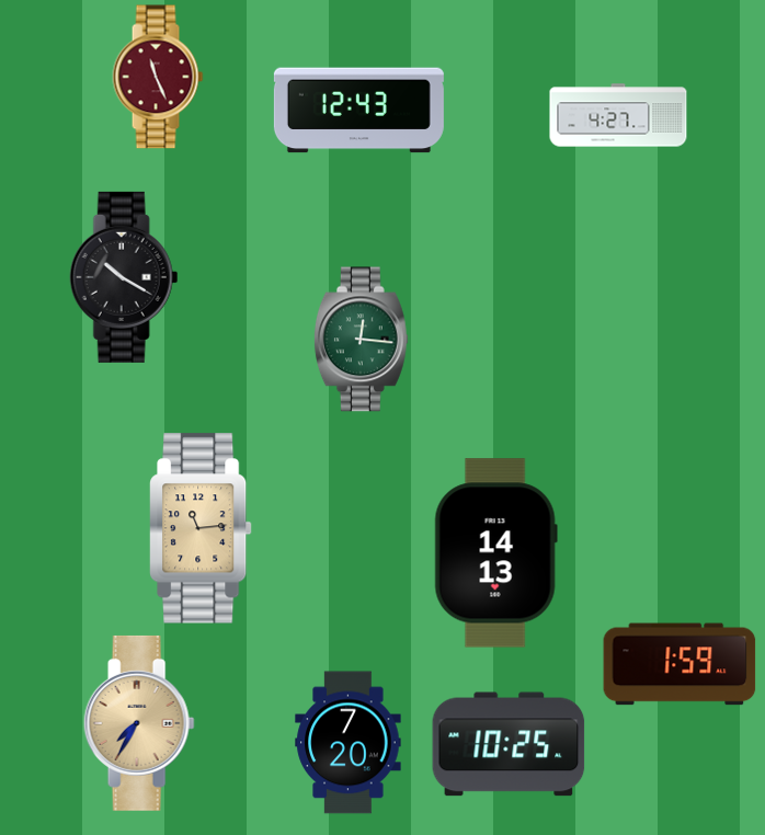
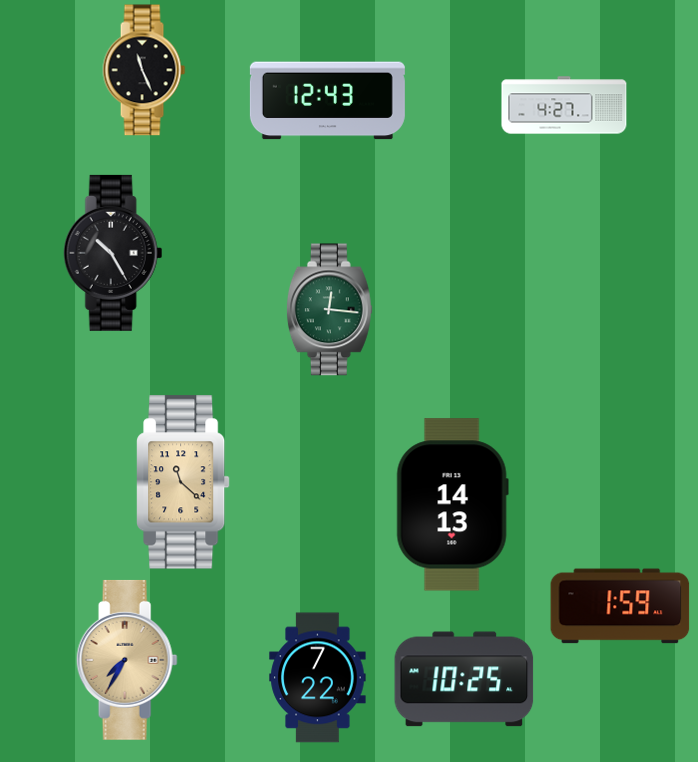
clock at (158, 77) dial: burgundy -> black
clock at (124, 277): 10:20 -> 10:25
clock at (201, 528): 11:14 -> 11:22
clock at (349, 743): 7:20 -> 7:22
